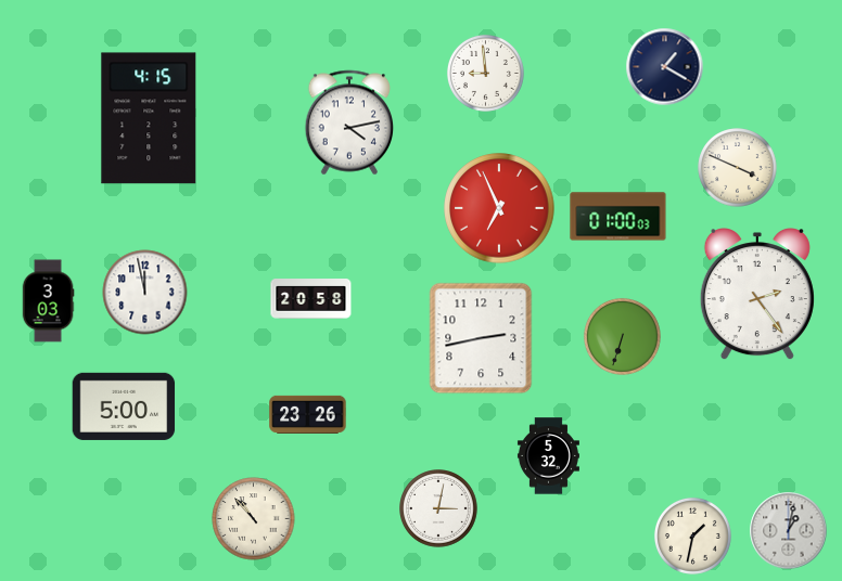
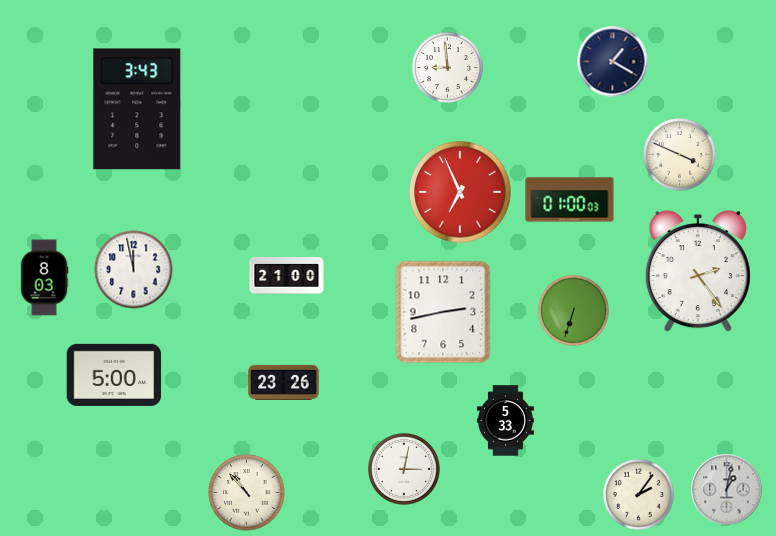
clock at (149, 118): 4:15 -> 3:43
clock at (348, 122): 4:13 -> none
clock at (311, 299): 20:58 -> 21:00
clock at (48, 301): 3:03 -> 8:03
clock at (548, 456): 5:32 -> 5:33
clock at (254, 519) position: (254, 519) -> (247, 493)
clock at (692, 535): 1:32 -> 2:06
